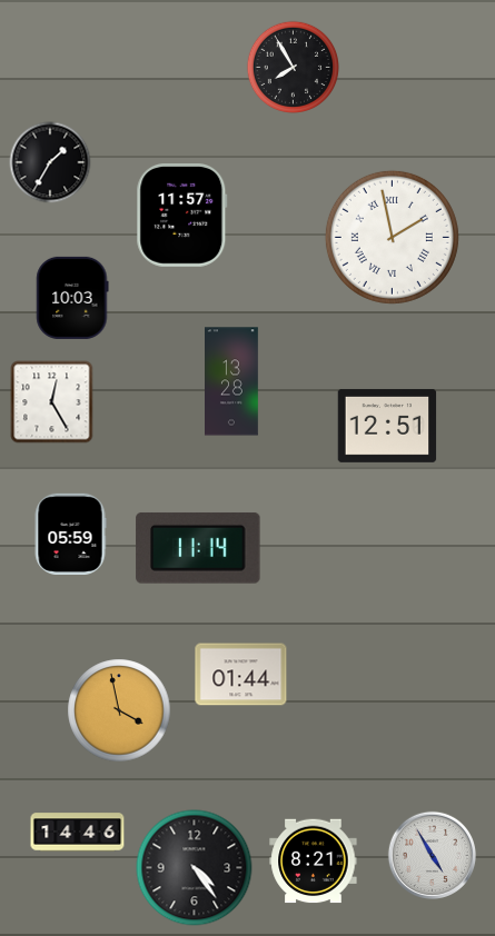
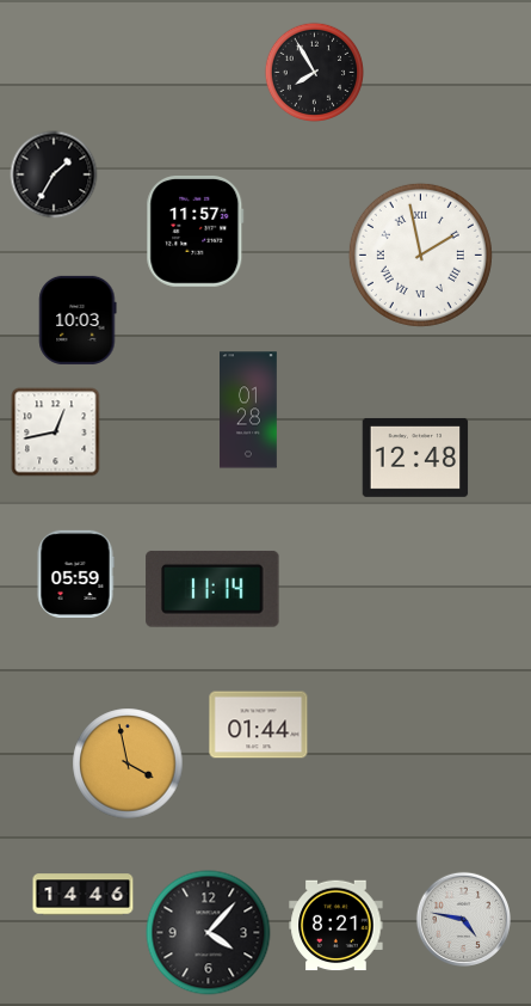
clock at (232, 381): 13:28 -> 01:28
clock at (52, 402): 12:25 -> 12:43
clock at (387, 426): 12:51 -> 12:48
clock at (432, 855): 4:55 -> 4:47
clock at (195, 868): 4:24 -> 4:07
